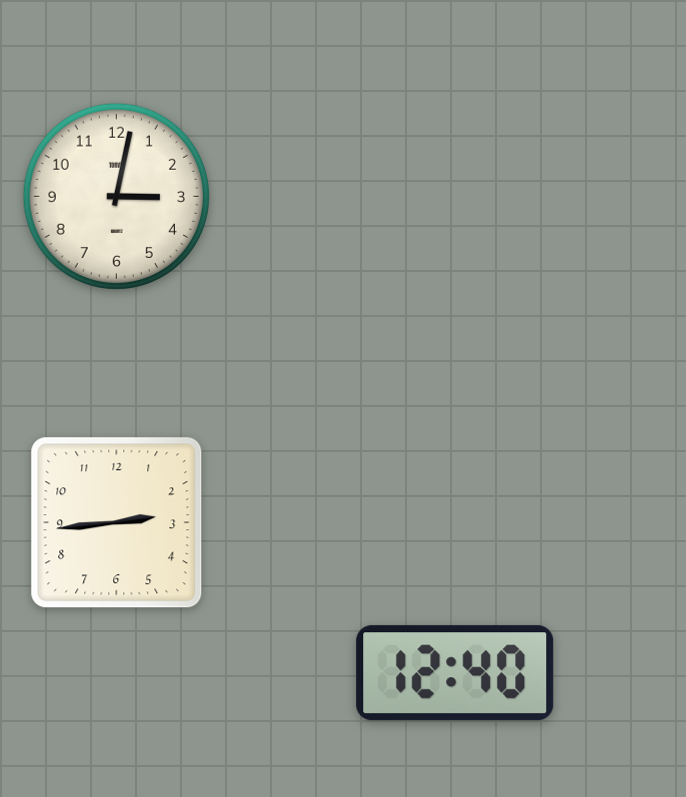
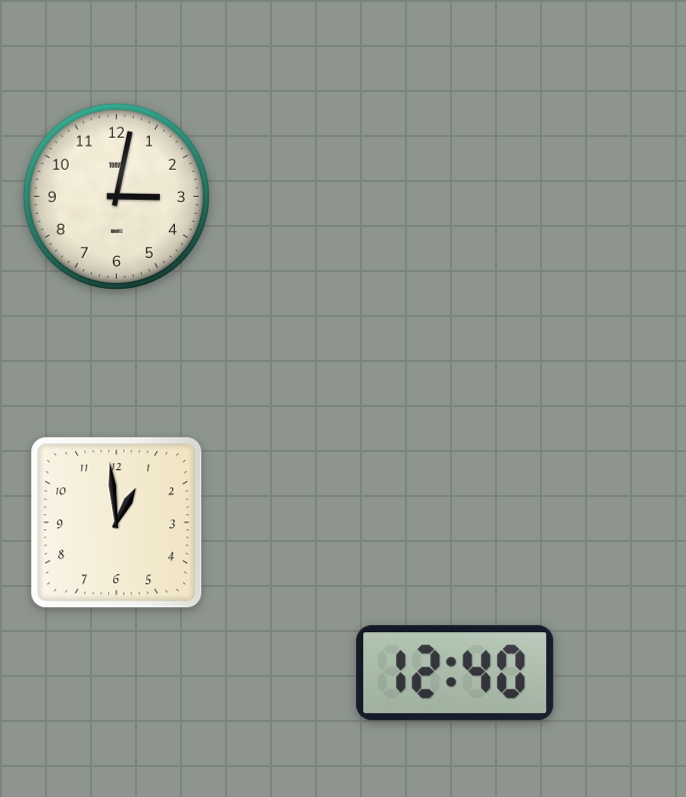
clock at (117, 523): 2:44 -> 12:59
